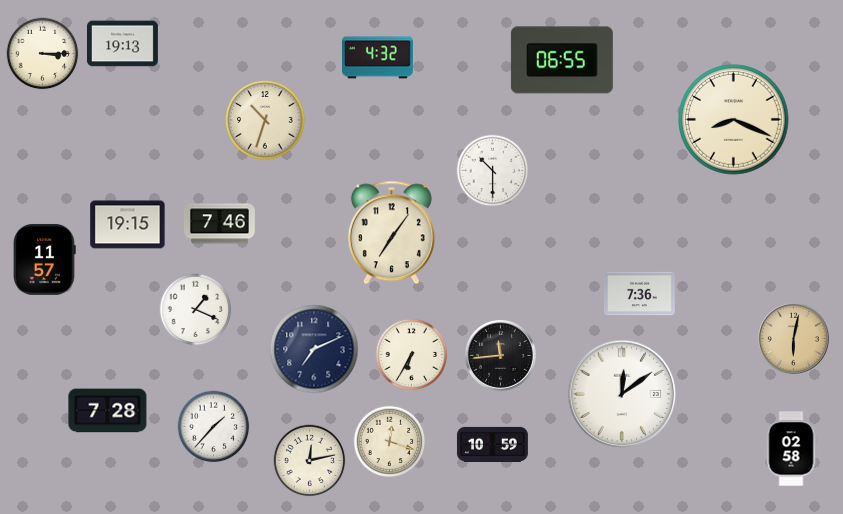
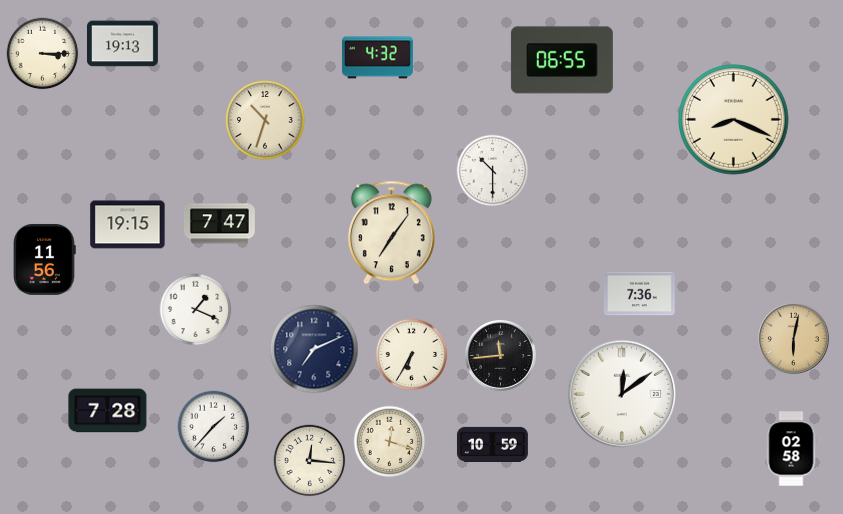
clock at (219, 224): 7:46 -> 7:47
clock at (45, 259): 11:57 -> 11:56
clock at (310, 461): 12:13 -> 12:16
